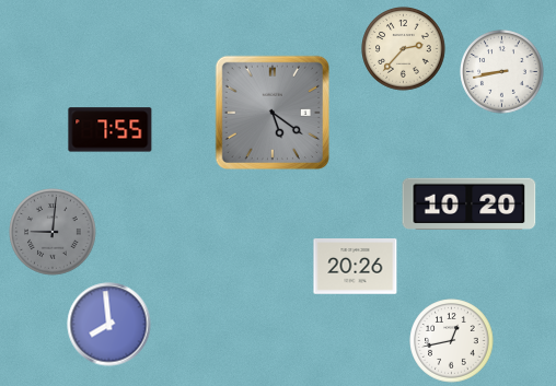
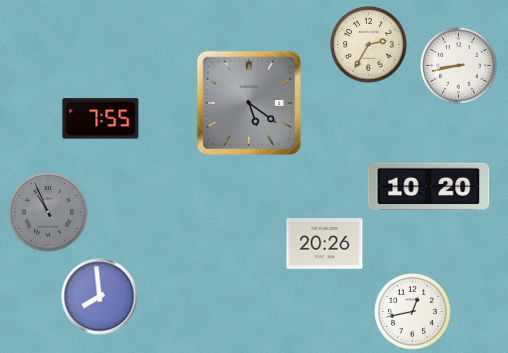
clock at (404, 49): 2:37 -> 2:35
clock at (53, 232): 9:01 -> 10:56
